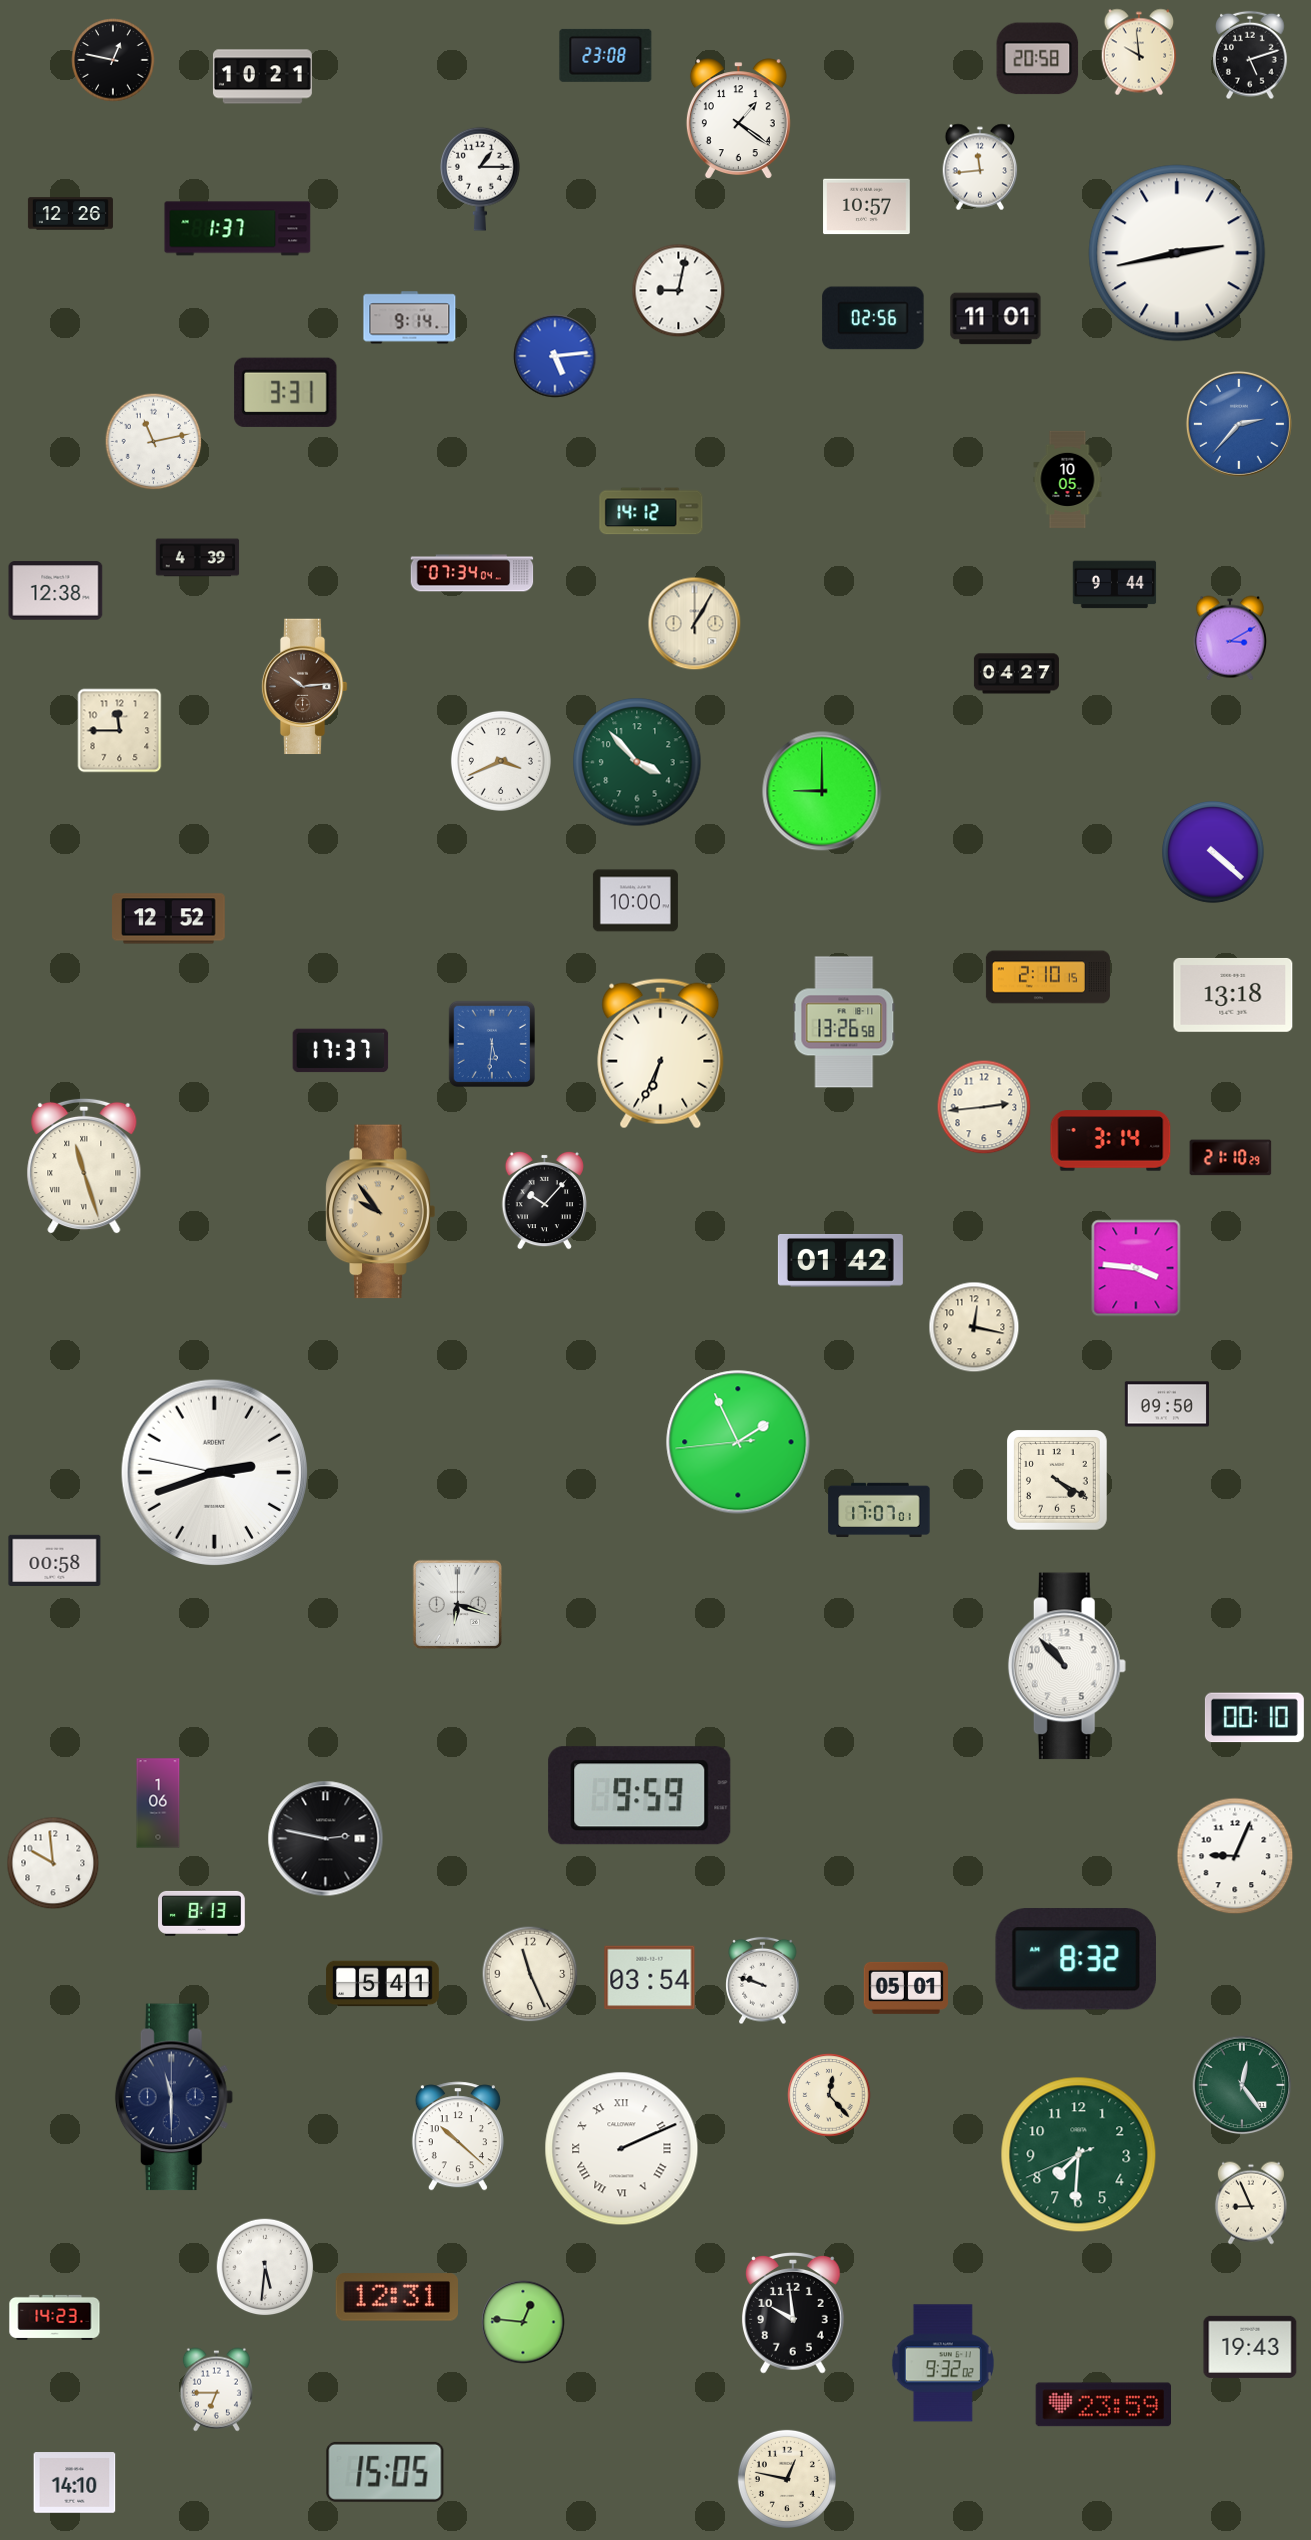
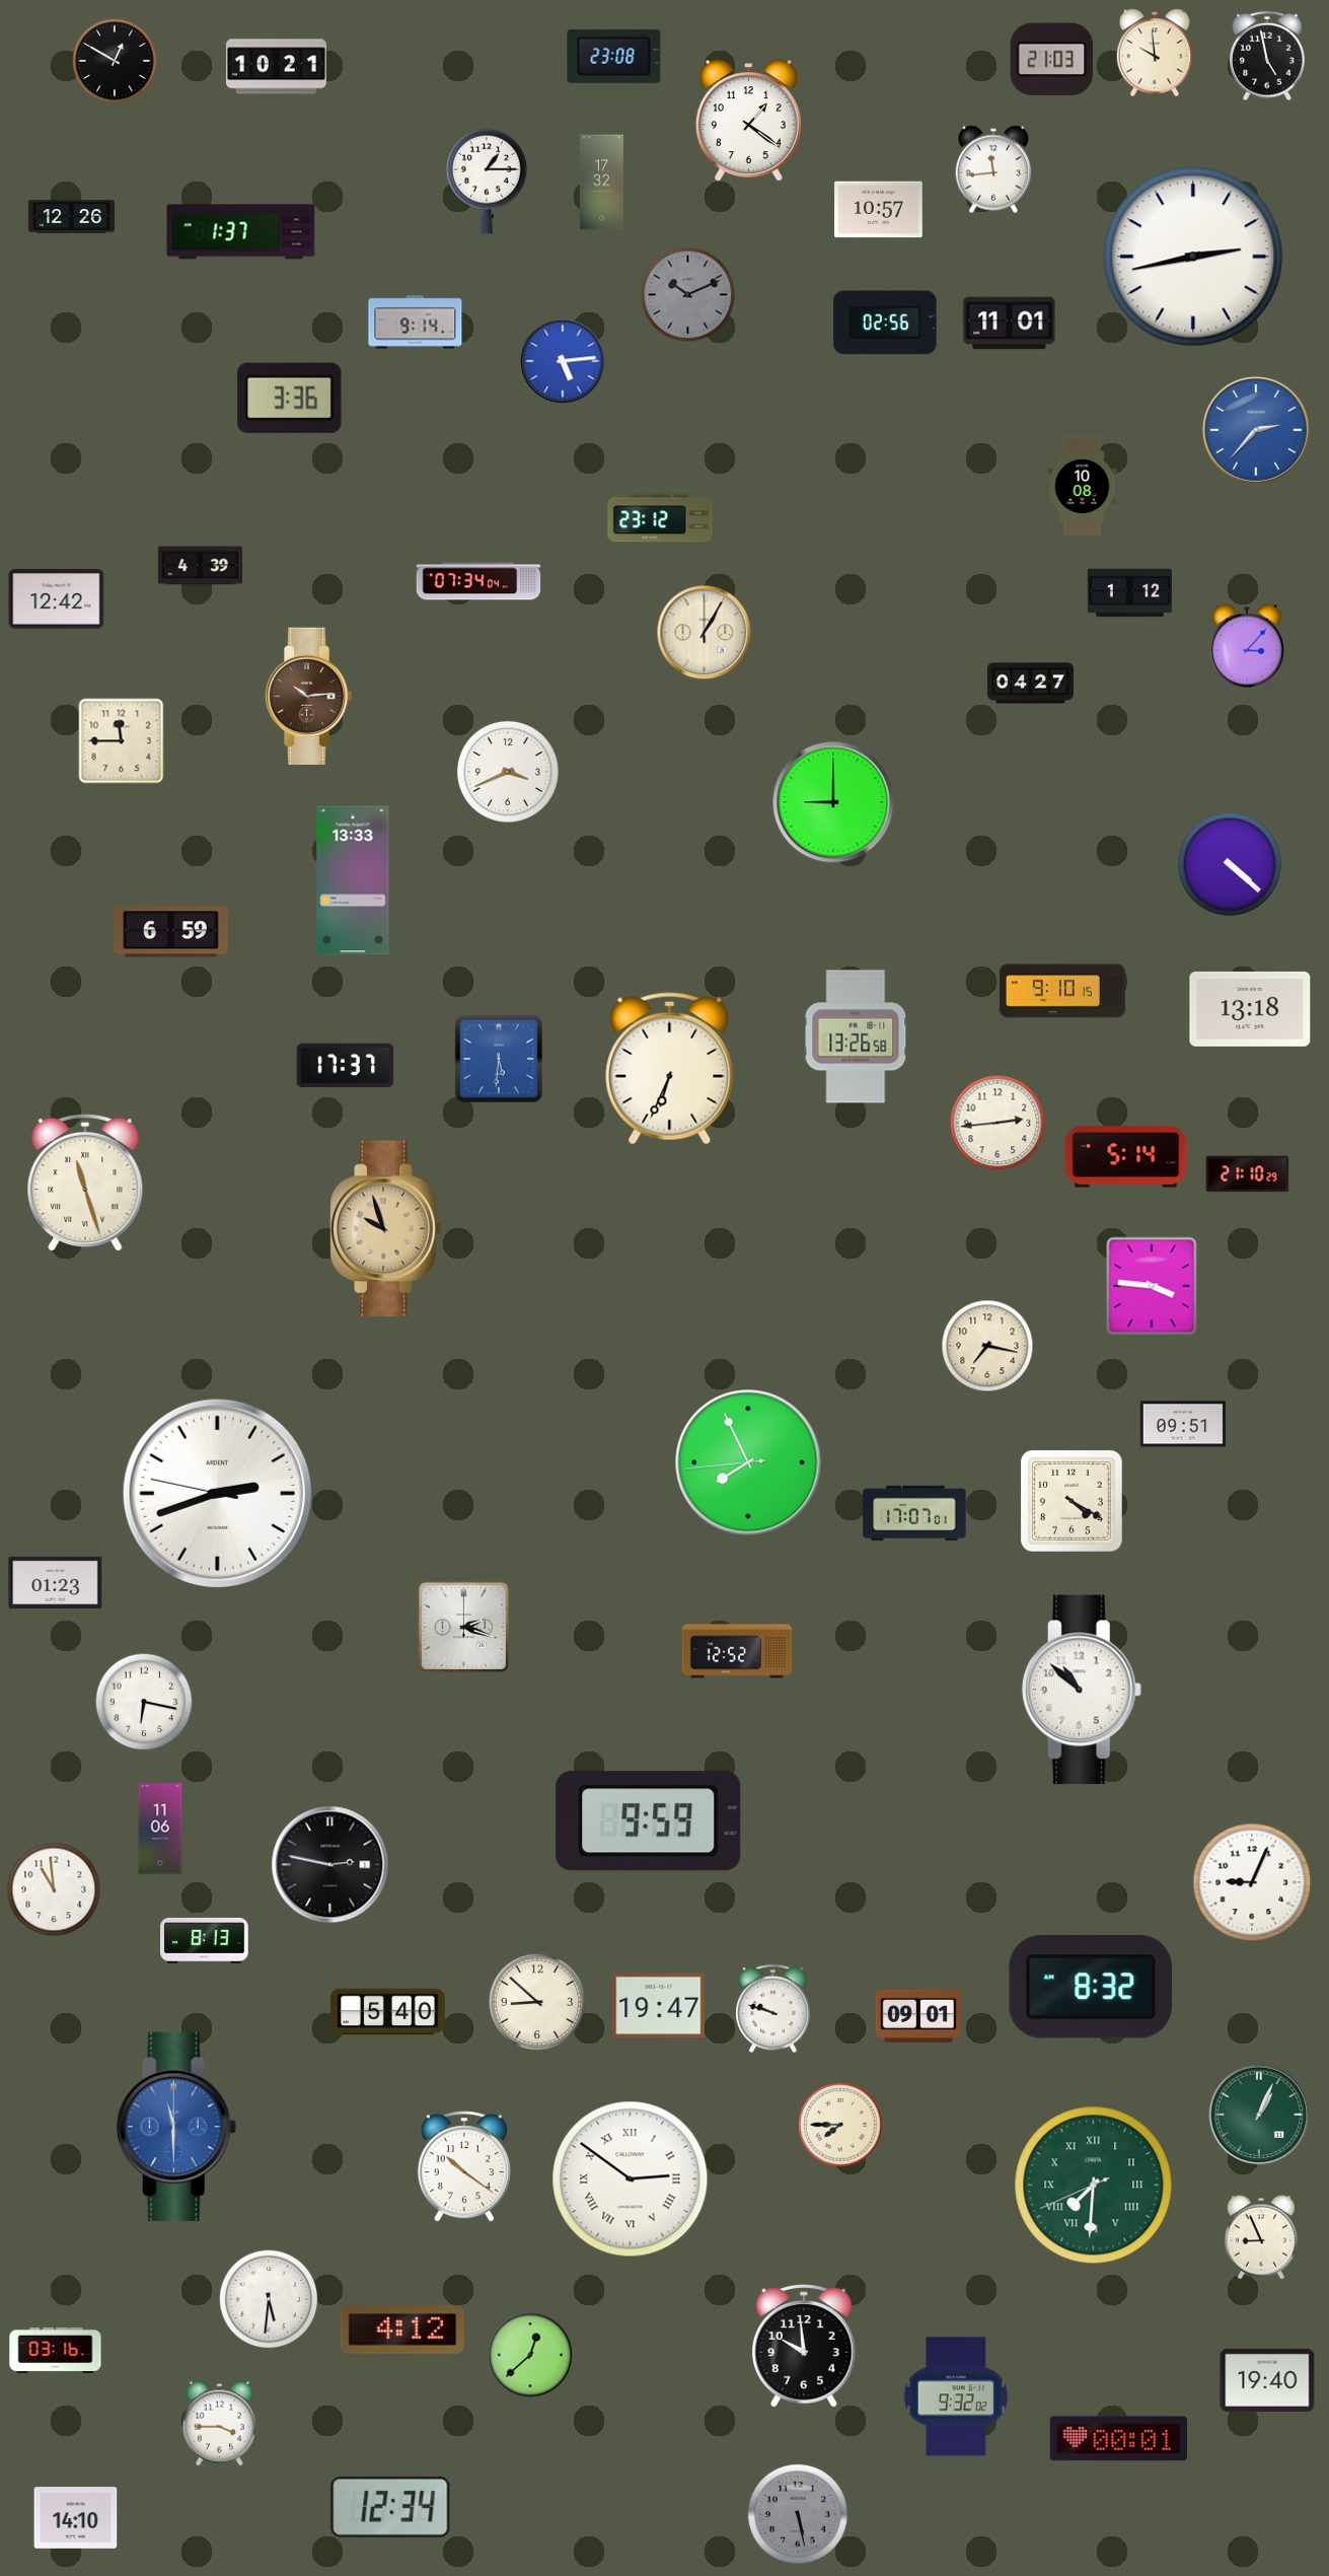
clock at (1250, 55): 5:12 -> 4:58
clock at (1038, 59): 20:58 -> 21:03
clock at (113, 60): 12:47 -> 12:50
clock at (262, 77) position: (262, 77) -> (276, 67)
clock at (601, 183): none -> 17:32
clock at (679, 291): 9:02 -> 10:11
clock at (679, 291) dial: white -> grey
clock at (286, 392): 3:31 -> 3:36
clock at (154, 442): 11:13 -> none
clock at (1068, 479): 10:05 -> 10:08
clock at (651, 511): 14:12 -> 23:12
clock at (1115, 585): 9:44 -> 1:12
clock at (56, 591): 12:38 -> 12:42
clock at (1230, 638): 3:10 -> 3:07
clock at (637, 762): 3:53 -> none
clock at (353, 880): none -> 13:33
clock at (635, 901): 10:00 -> none
clock at (169, 919): 12:52 -> 6:59
clock at (1048, 977): 2:10 -> 9:10
clock at (1111, 1141): 3:14 -> 5:14
clock at (544, 1200): 10:07 -> none
clock at (381, 1212): 9:54 -> 9:57
clock at (840, 1261): 01:42 -> none
clock at (974, 1327): 12:17 -> 7:17
clock at (1167, 1404): 09:50 -> 09:51
clock at (738, 1442): 1:55 -> 7:55
clock at (879, 1510) position: (879, 1510) -> (914, 1513)
clock at (55, 1560): 00:58 -> 01:23
clock at (457, 1604): 6:18 -> 2:18
clock at (737, 1651): none -> 12:52
clock at (1067, 1666): 10:53 -> 10:52
clock at (144, 1702): none -> 6:17
clock at (1254, 1718): 00:10 -> none
clock at (158, 1803): 1:06 -> 11:06
clock at (53, 1863): 9:59 -> 10:59
clock at (530, 1974): 11:26 -> 8:52
clock at (650, 1978): 03:54 -> 19:47
clock at (383, 1984): 5:41 -> 5:40
clock at (906, 1988): 05:01 -> 09:01
clock at (1242, 2085): 12:24 -> 1:04
clock at (829, 2095): 12:23 -> 7:45
clock at (174, 2097) dial: navy -> blue
clock at (458, 2136): 10:22 -> 10:21
clock at (622, 2149): 2:11 -> 2:51
clock at (1079, 2155) numerals: Arabic -> Roman
clock at (1251, 2203) position: (1251, 2203) -> (1261, 2237)
clock at (397, 2297): 12:31 -> 4:12
clock at (55, 2317): 14:23 -> 03:16
clock at (523, 2322): 12:46 -> 12:38
clock at (1250, 2347): 19:43 -> 19:40
clock at (216, 2390): 6:45 -> 3:45
clock at (1103, 2405): 23:59 -> 00:01
clock at (385, 2472): 15:05 -> 12:34
clock at (787, 2479): 12:47 -> 5:28
clock at (787, 2479) dial: cream -> grey
